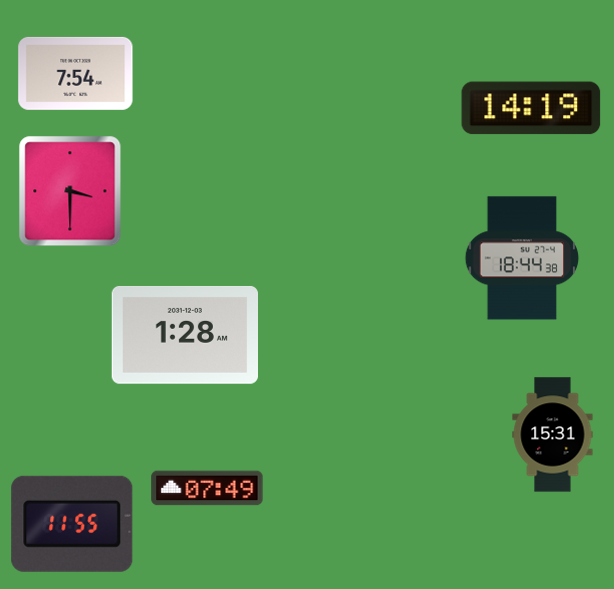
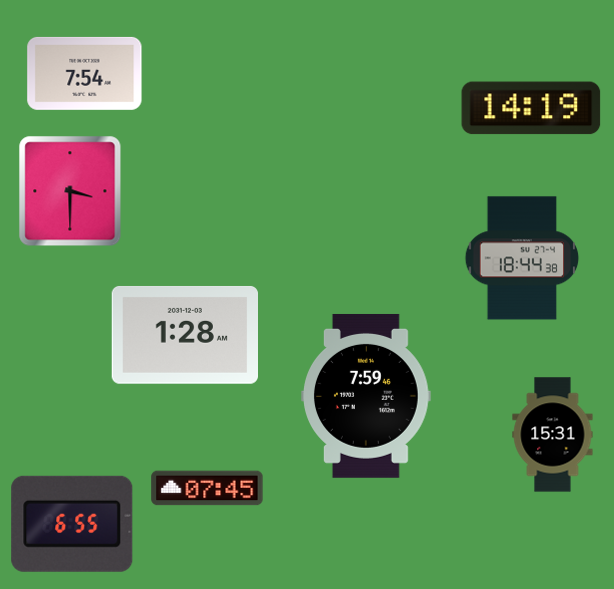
clock at (76, 73) position: (76, 73) -> (85, 73)
clock at (367, 396): none -> 7:59
clock at (207, 488): 07:49 -> 07:45
clock at (72, 524): 11:55 -> 6:55
